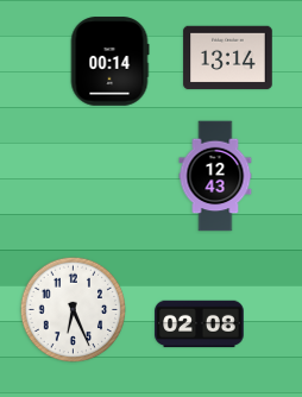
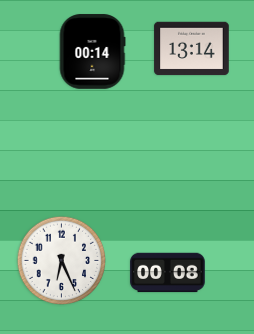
clock at (215, 176): 12:43 -> none
clock at (200, 324): 02:08 -> 00:08
